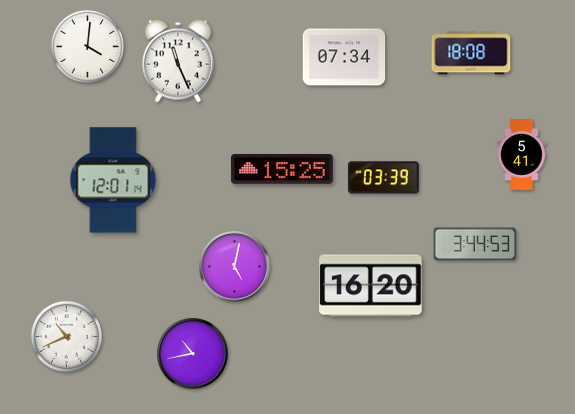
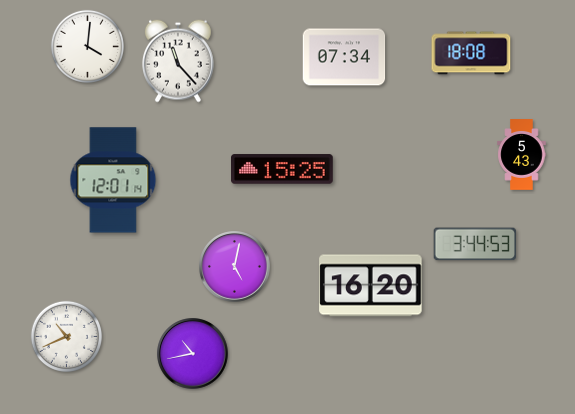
clock at (178, 61): 11:26 -> 11:23
clock at (522, 155): 5:41 -> 5:43
clock at (384, 178): 03:39 -> none
